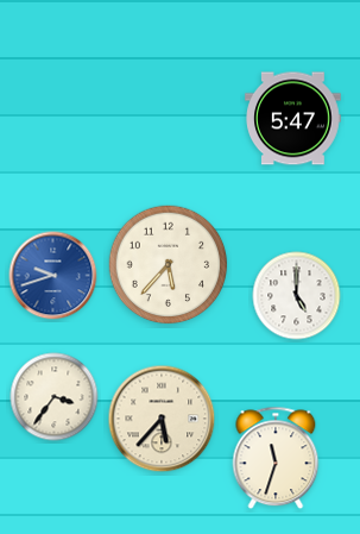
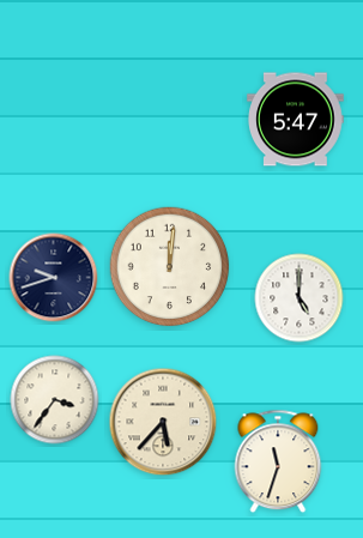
clock at (169, 265): 5:37 -> 12:01
clock at (53, 276) dial: blue -> navy
